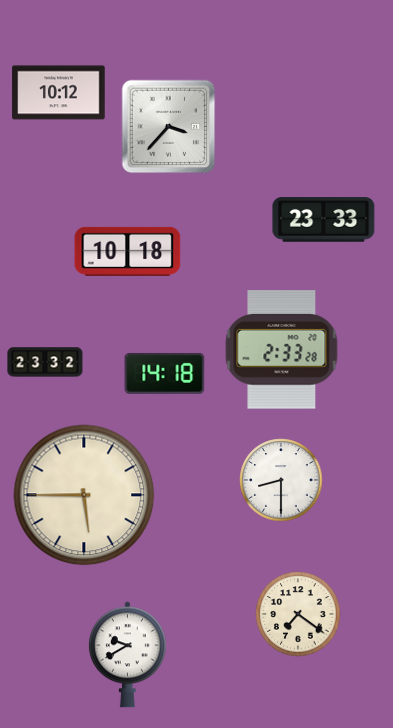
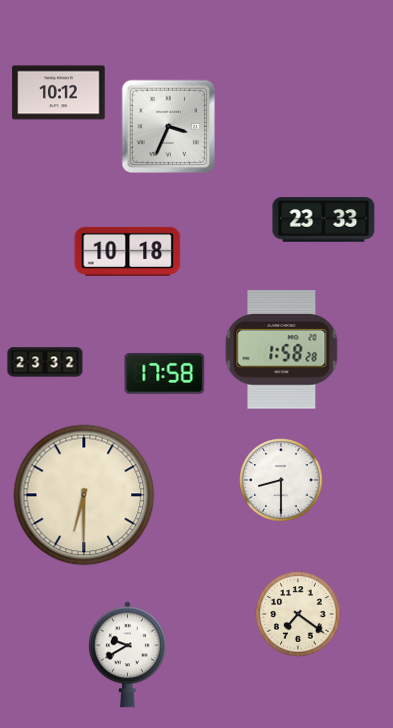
clock at (169, 127): 3:37 -> 3:34
clock at (282, 350): 2:33 -> 1:58
clock at (165, 373): 14:18 -> 17:58
clock at (84, 495): 5:45 -> 6:30
